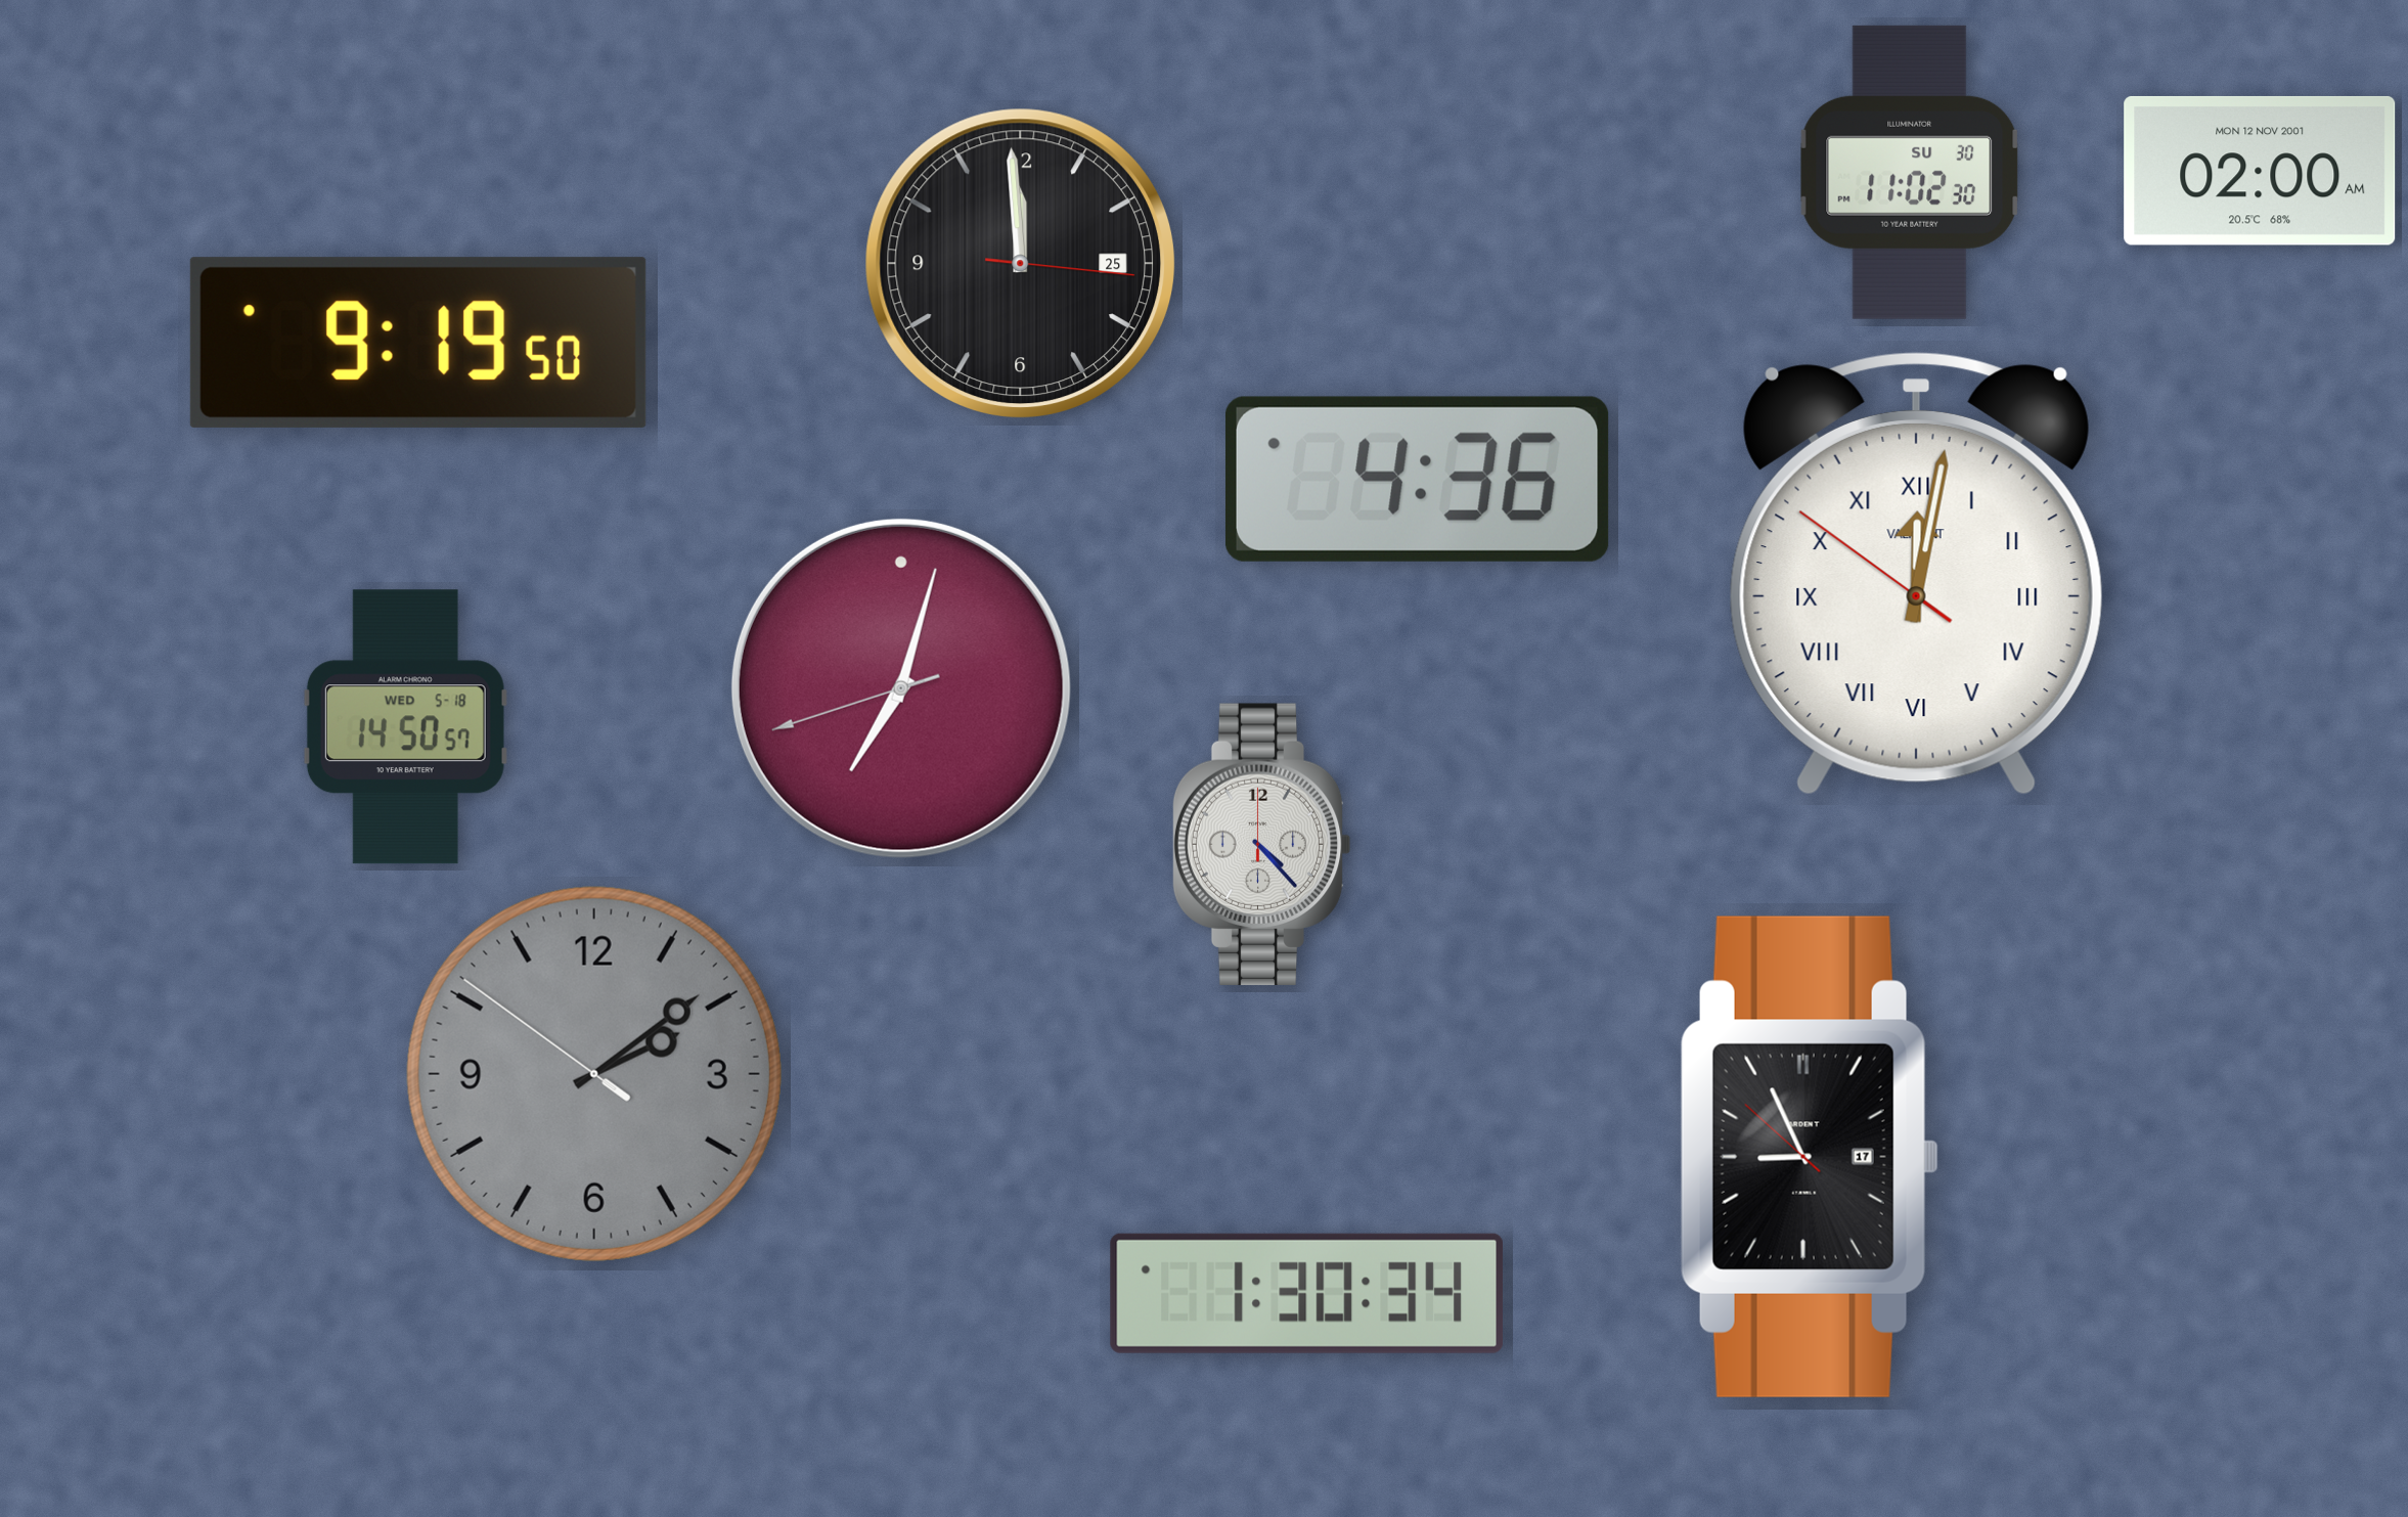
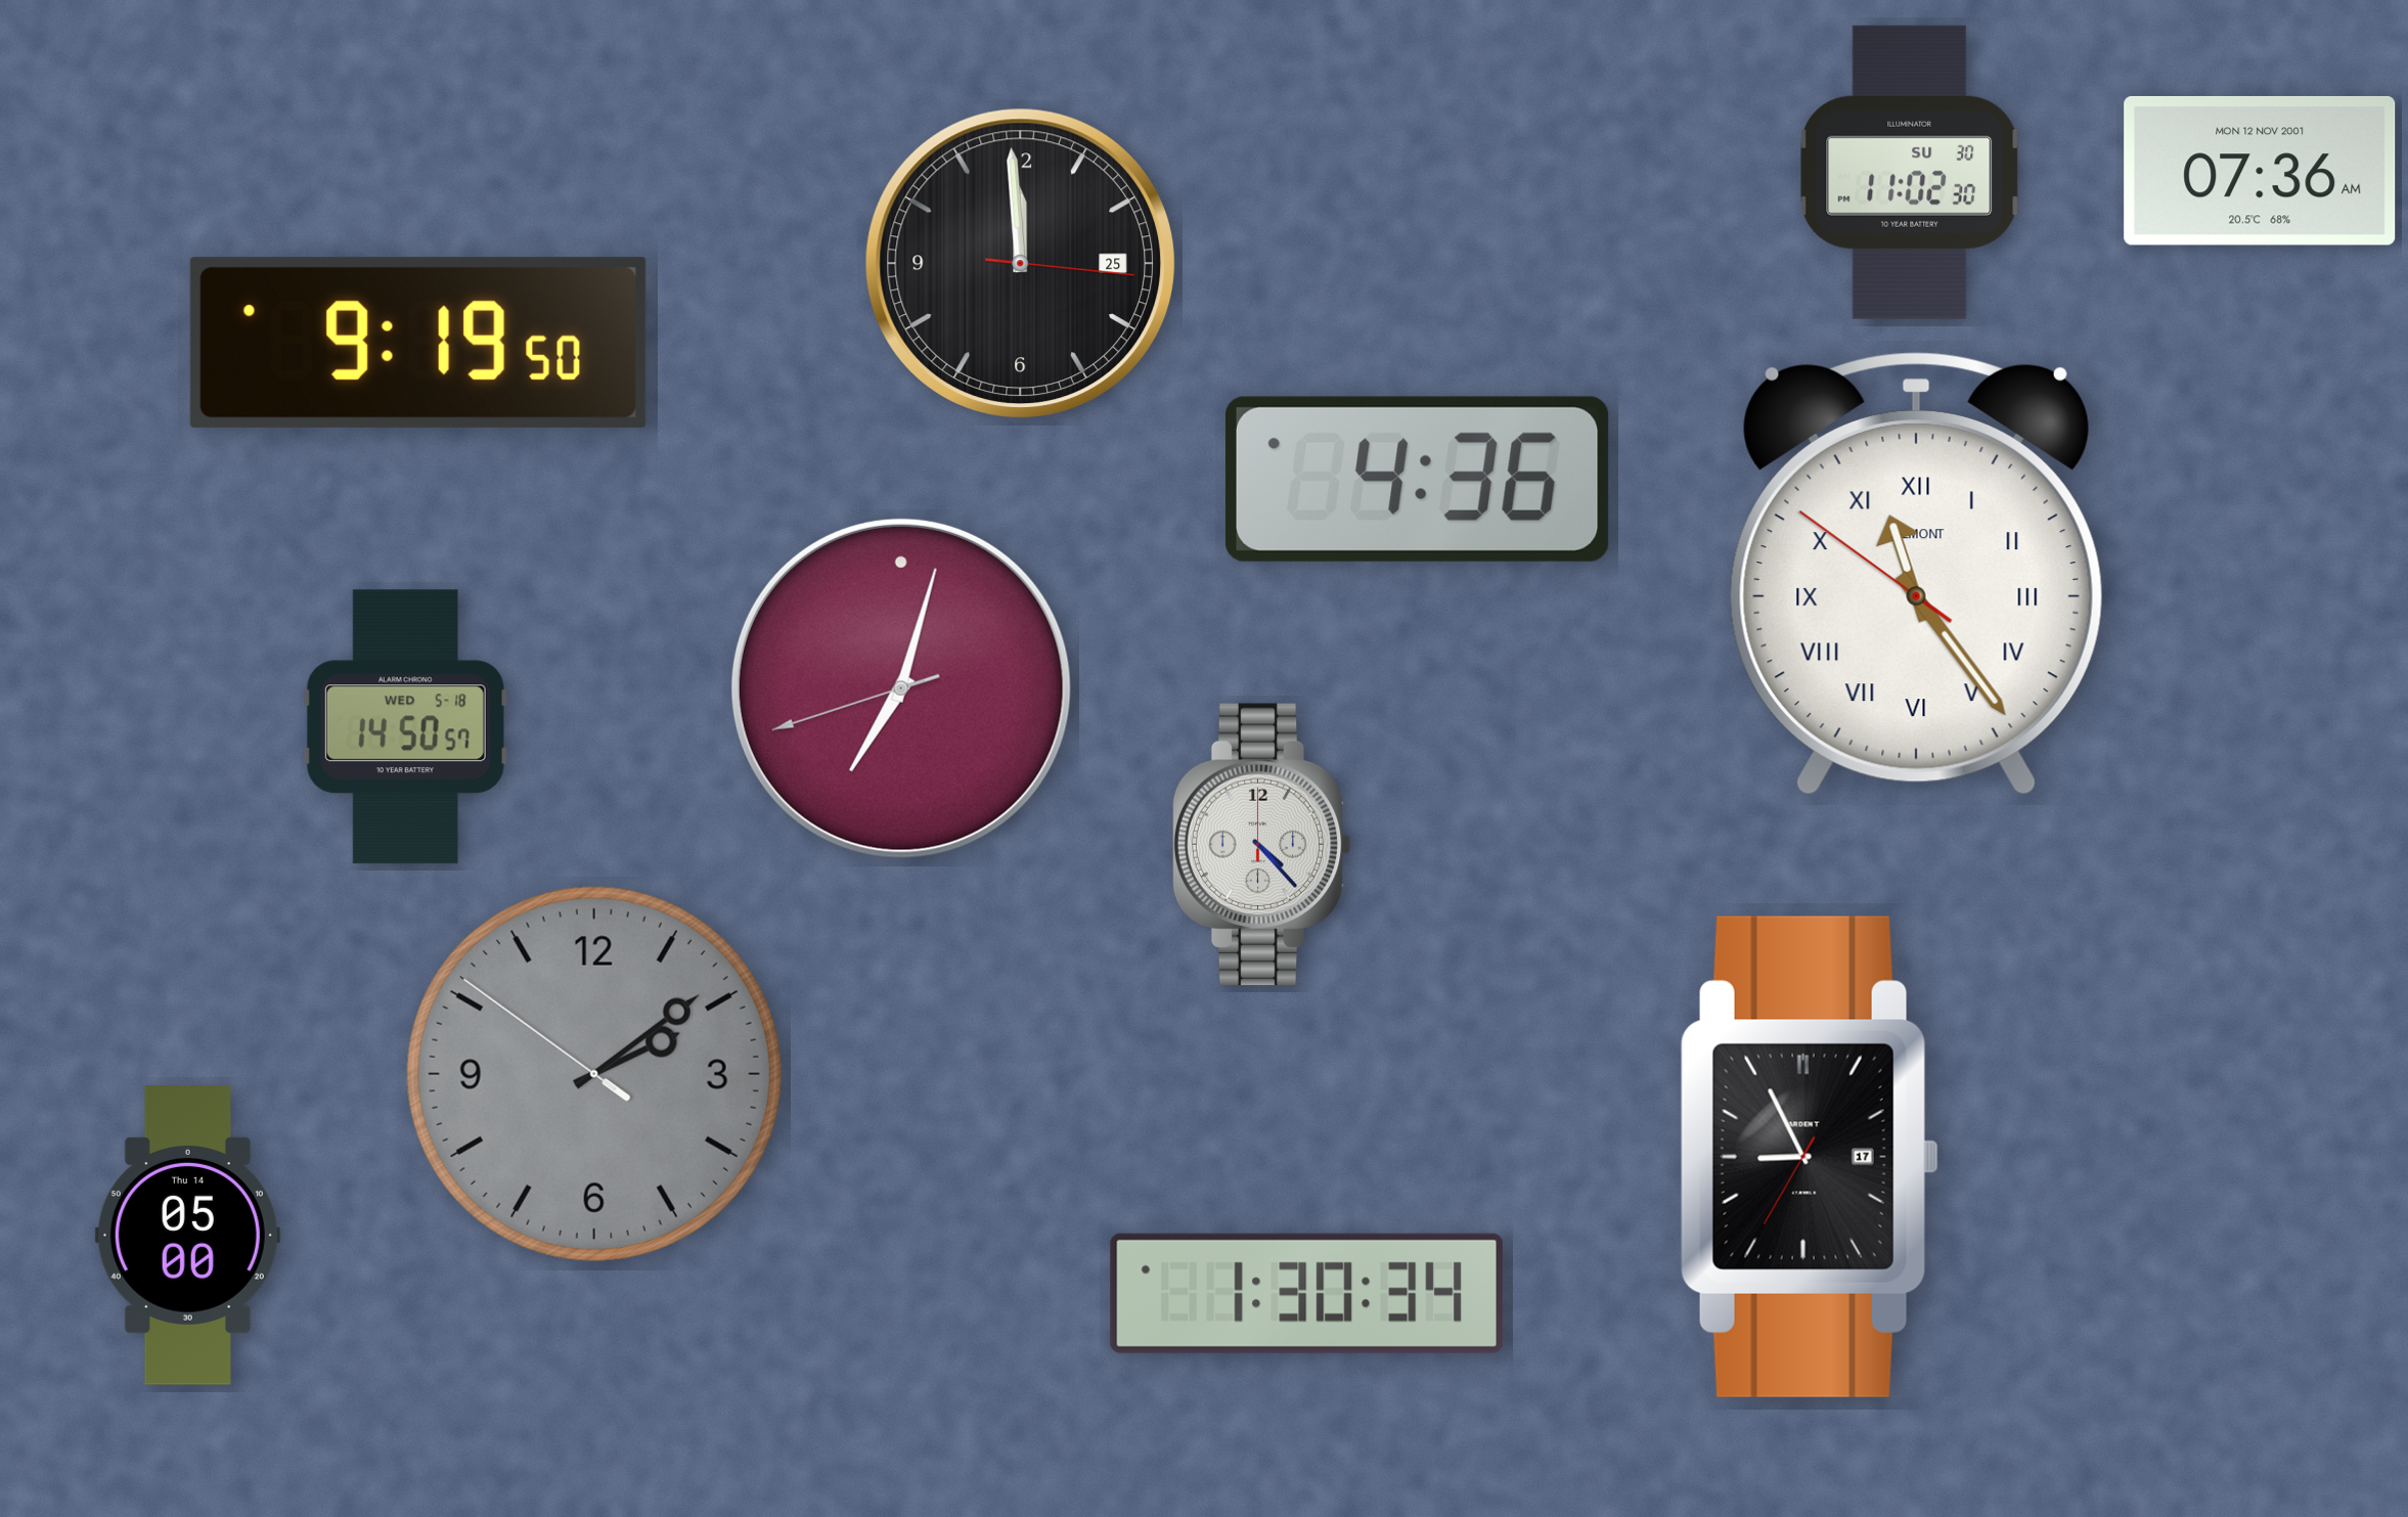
clock at (2260, 171): 02:00 -> 07:36
clock at (1916, 573): 12:01 -> 11:23
clock at (1810, 1157): 8:55:52 -> 8:55:35
clock at (187, 1236): none -> 05:00
